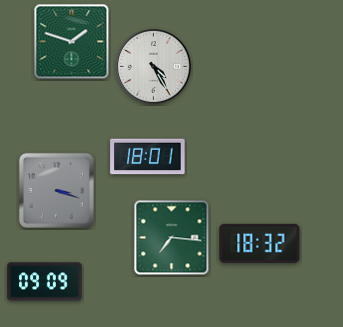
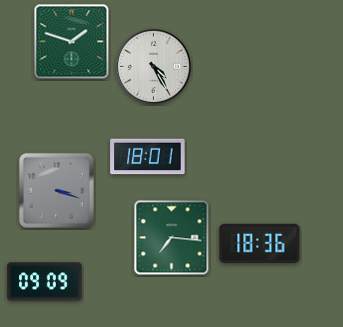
clock at (260, 243): 18:32 -> 18:36
